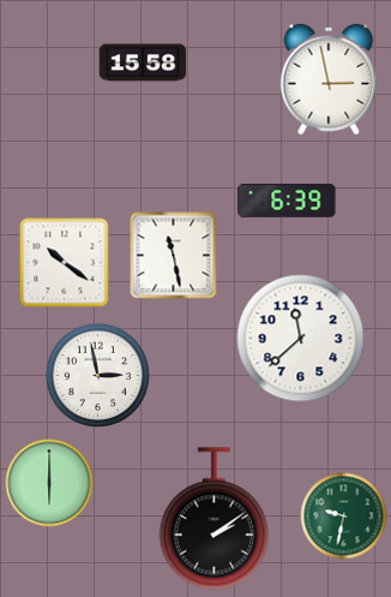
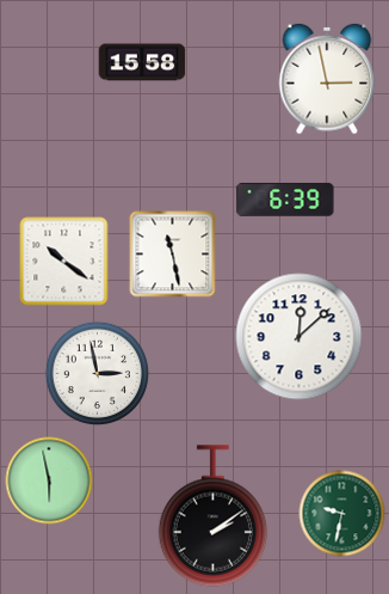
clock at (301, 339): 11:38 -> 12:08
clock at (49, 483): 6:00 -> 5:58
